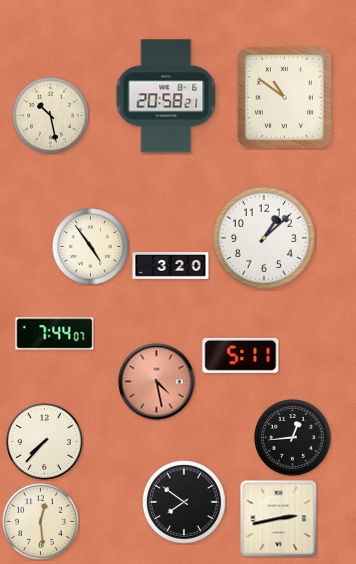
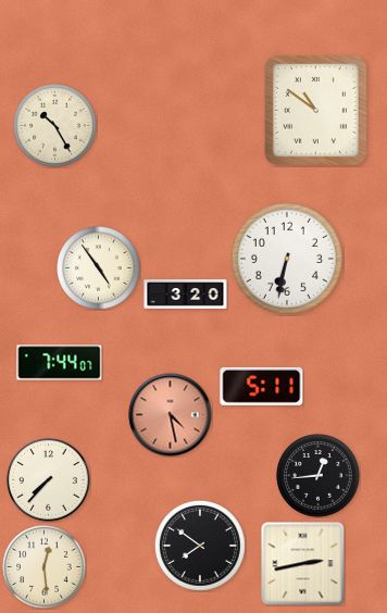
clock at (166, 96): 20:58 -> none
clock at (284, 97) position: (284, 97) -> (315, 110)
clock at (51, 116): 10:28 -> 10:25
clock at (264, 238): 1:08 -> 6:32
clock at (171, 266) position: (171, 266) -> (186, 295)
